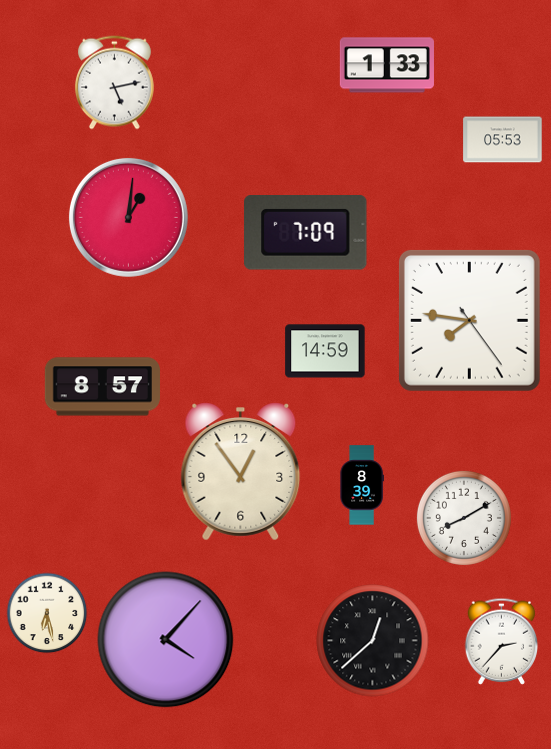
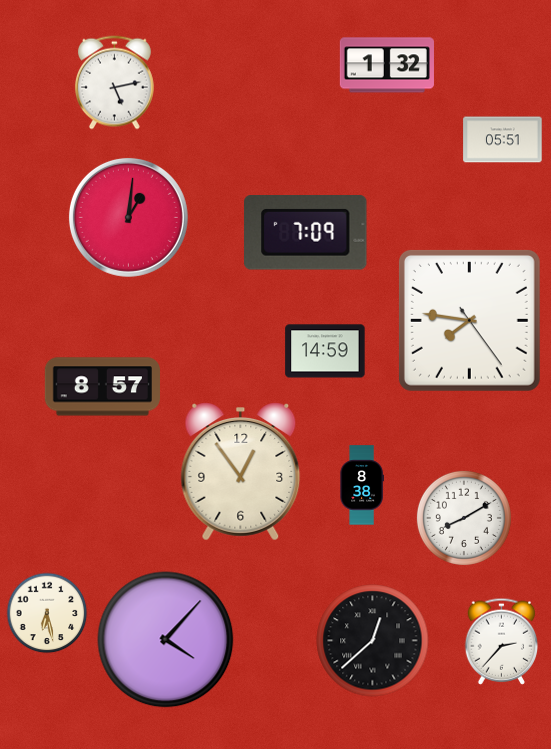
clock at (387, 65): 1:33 -> 1:32
clock at (503, 140): 05:53 -> 05:51
clock at (362, 485): 8:39 -> 8:38
